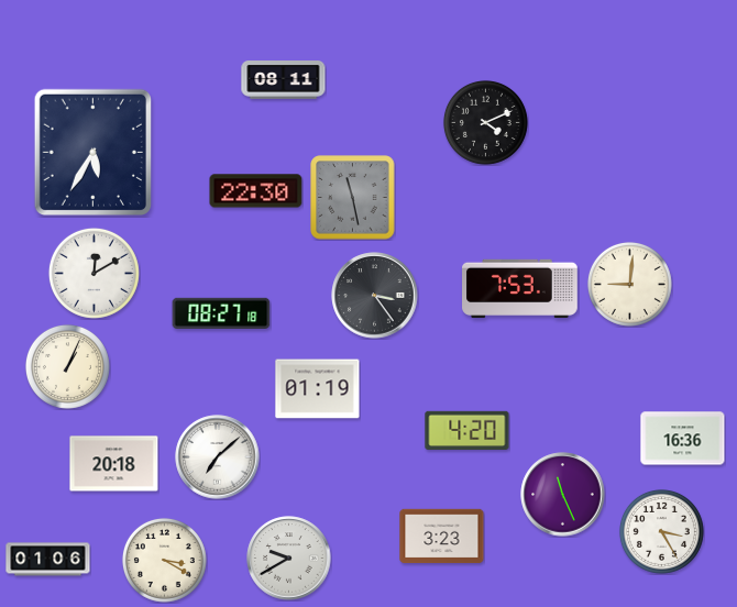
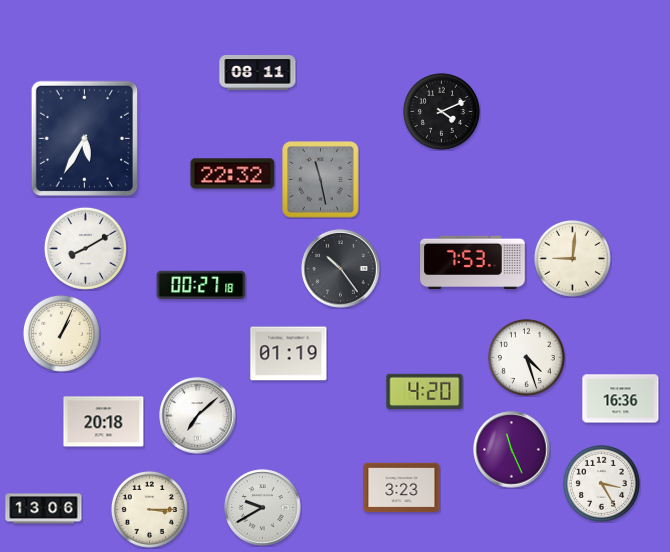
clock at (256, 191): 22:30 -> 22:32
clock at (94, 273): 12:10 -> 8:10
clock at (375, 296): 3:24 -> 10:24
clock at (221, 312): 08:27 -> 00:27
clock at (526, 357): none -> 4:27
clock at (48, 560): 01:06 -> 13:06
clock at (164, 560): 3:20 -> 3:15
